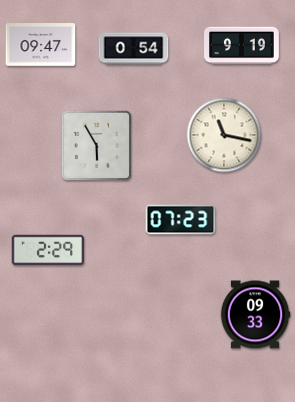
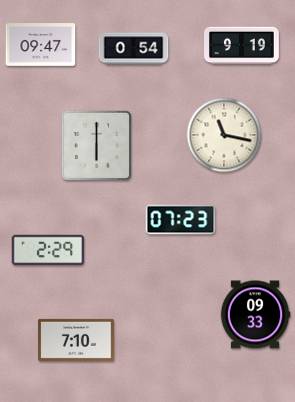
clock at (97, 146): 5:55 -> 6:00
clock at (76, 340): none -> 7:10
